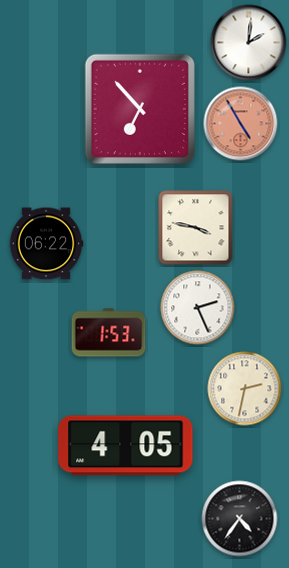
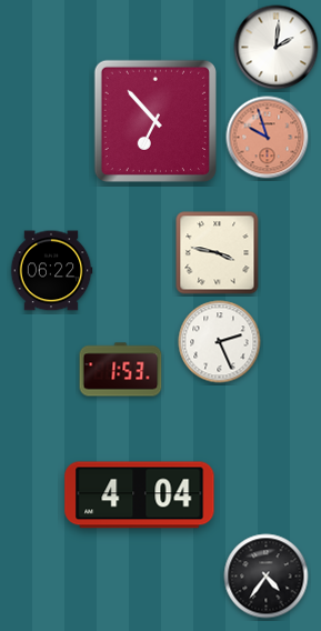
clock at (241, 124): 4:55 -> 9:57
clock at (245, 389): 2:32 -> none
clock at (126, 446): 4:05 -> 4:04
